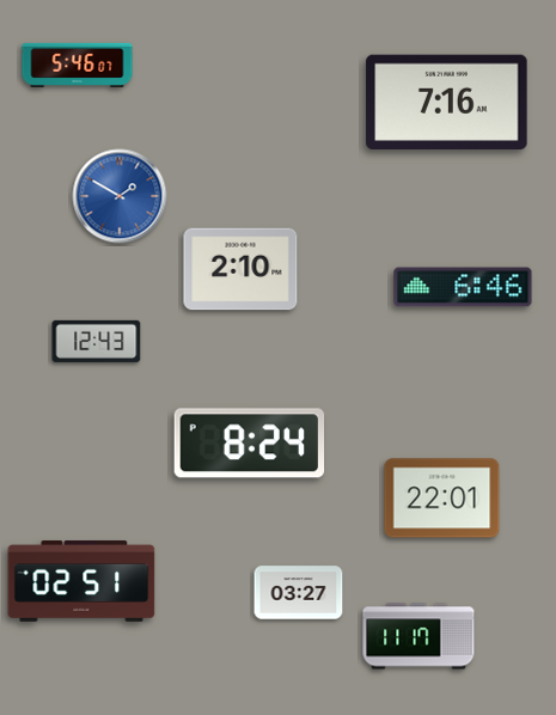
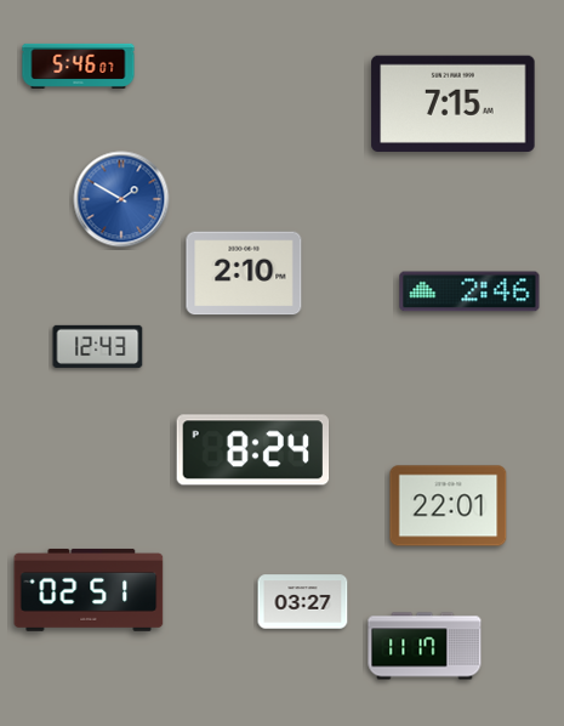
clock at (447, 103): 7:16 -> 7:15
clock at (463, 287): 6:46 -> 2:46
clock at (81, 581) position: (81, 581) -> (89, 590)
